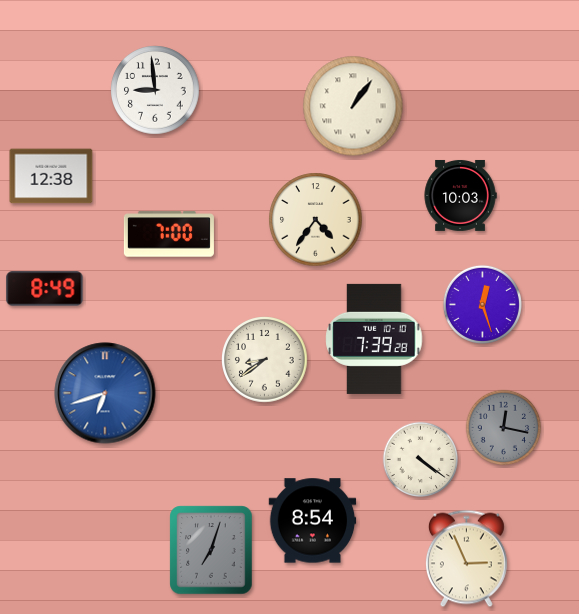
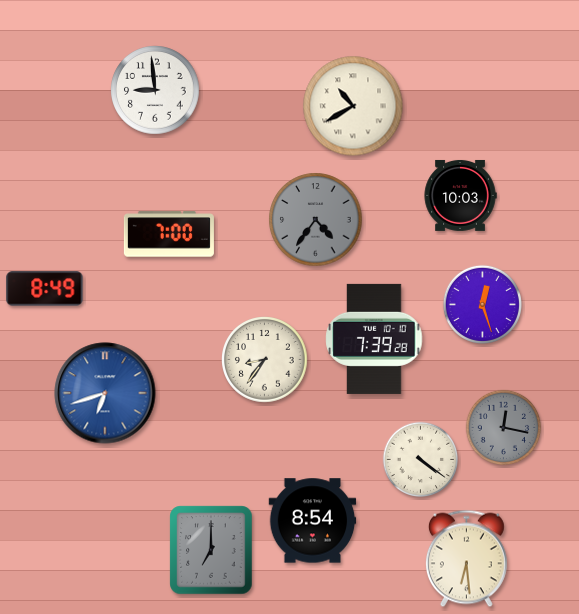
clock at (353, 106): 1:06 -> 10:40
clock at (51, 176): 12:38 -> none
clock at (316, 220) dial: cream -> grey
clock at (265, 360): 8:39 -> 8:36
clock at (211, 550): 7:03 -> 7:00
clock at (466, 559): 2:56 -> 6:29
